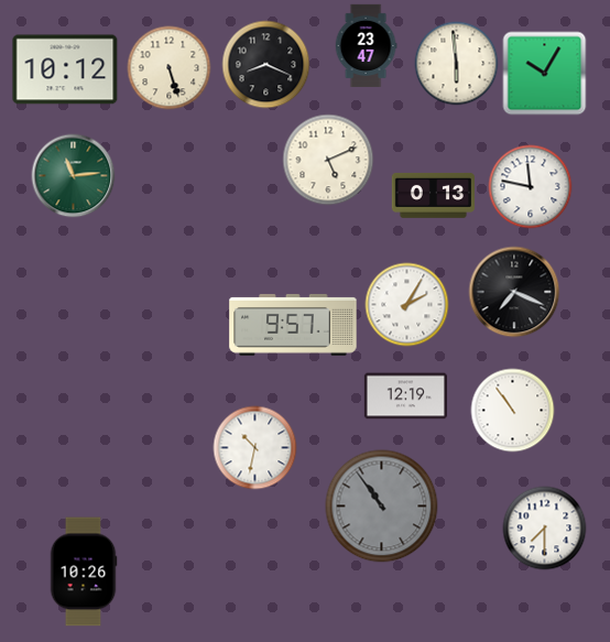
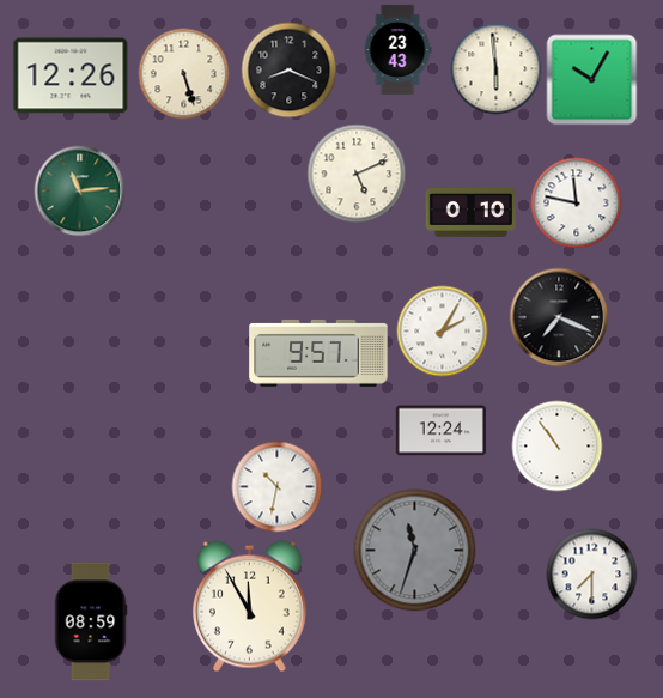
clock at (366, 45): 23:47 -> 23:43
clock at (65, 69): 10:12 -> 12:26
clock at (433, 195): 0:13 -> 0:10
clock at (405, 396): 12:19 -> 12:24
clock at (382, 507): 10:54 -> 11:33
clock at (249, 607): none -> 11:55
clock at (84, 572): 10:26 -> 08:59
